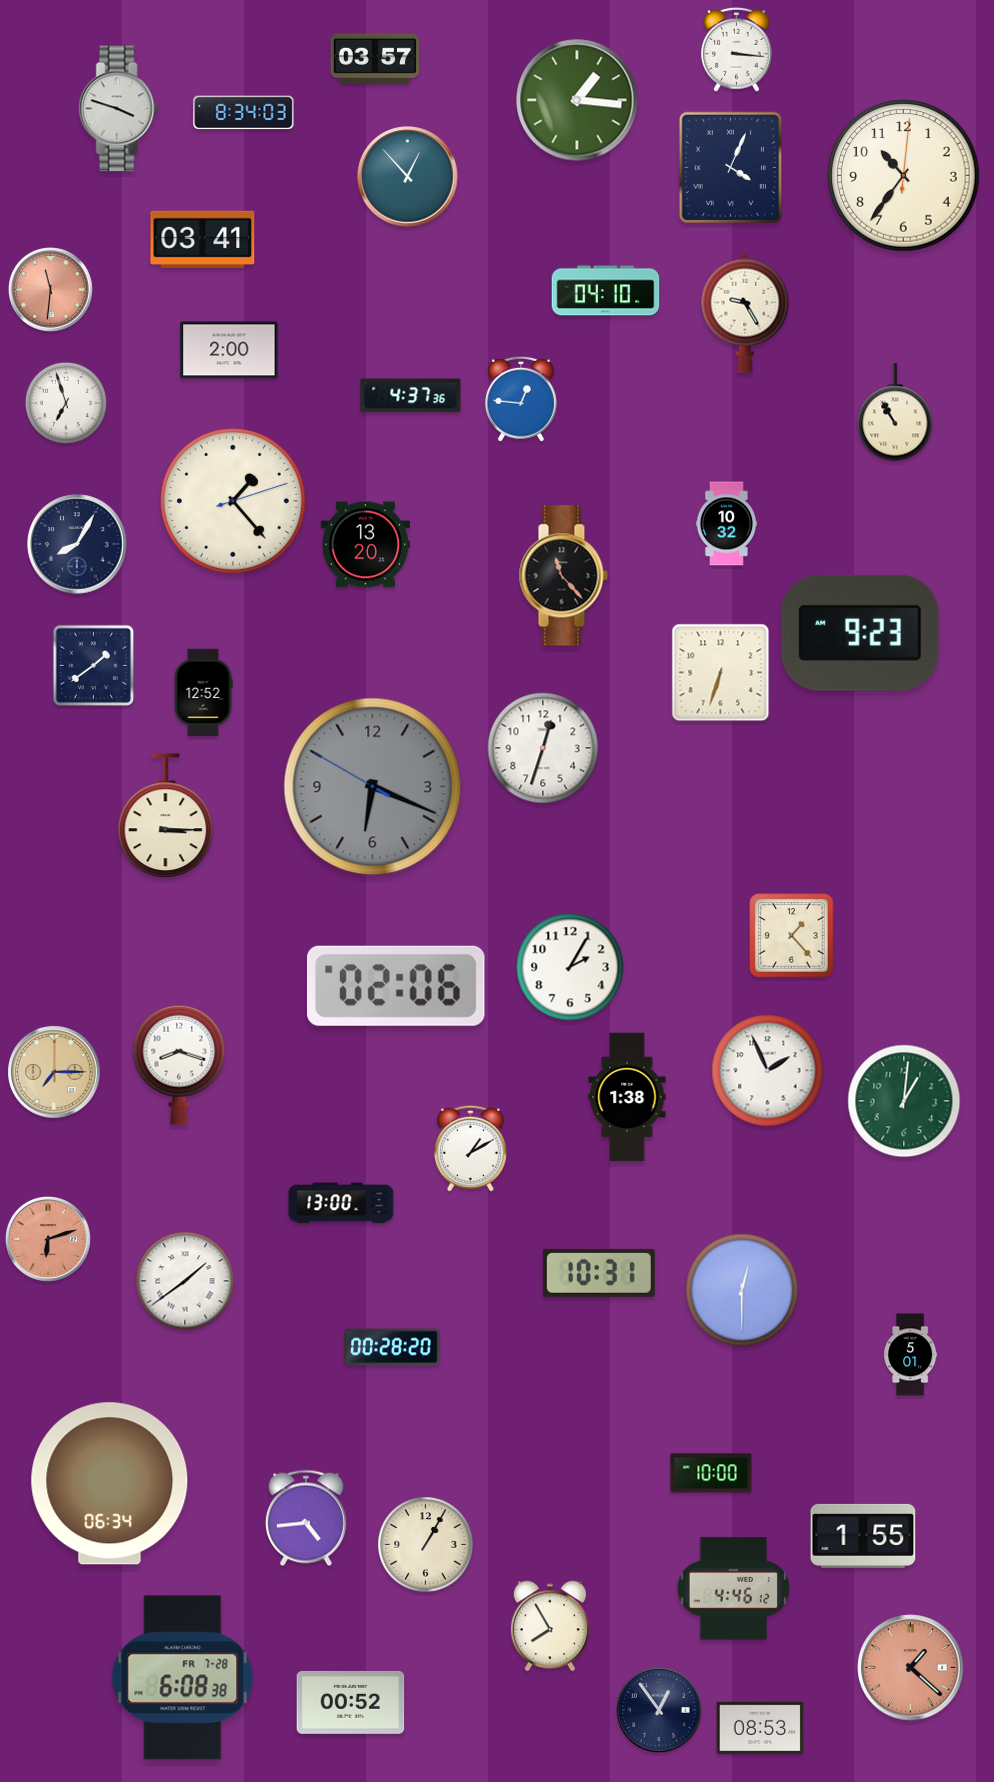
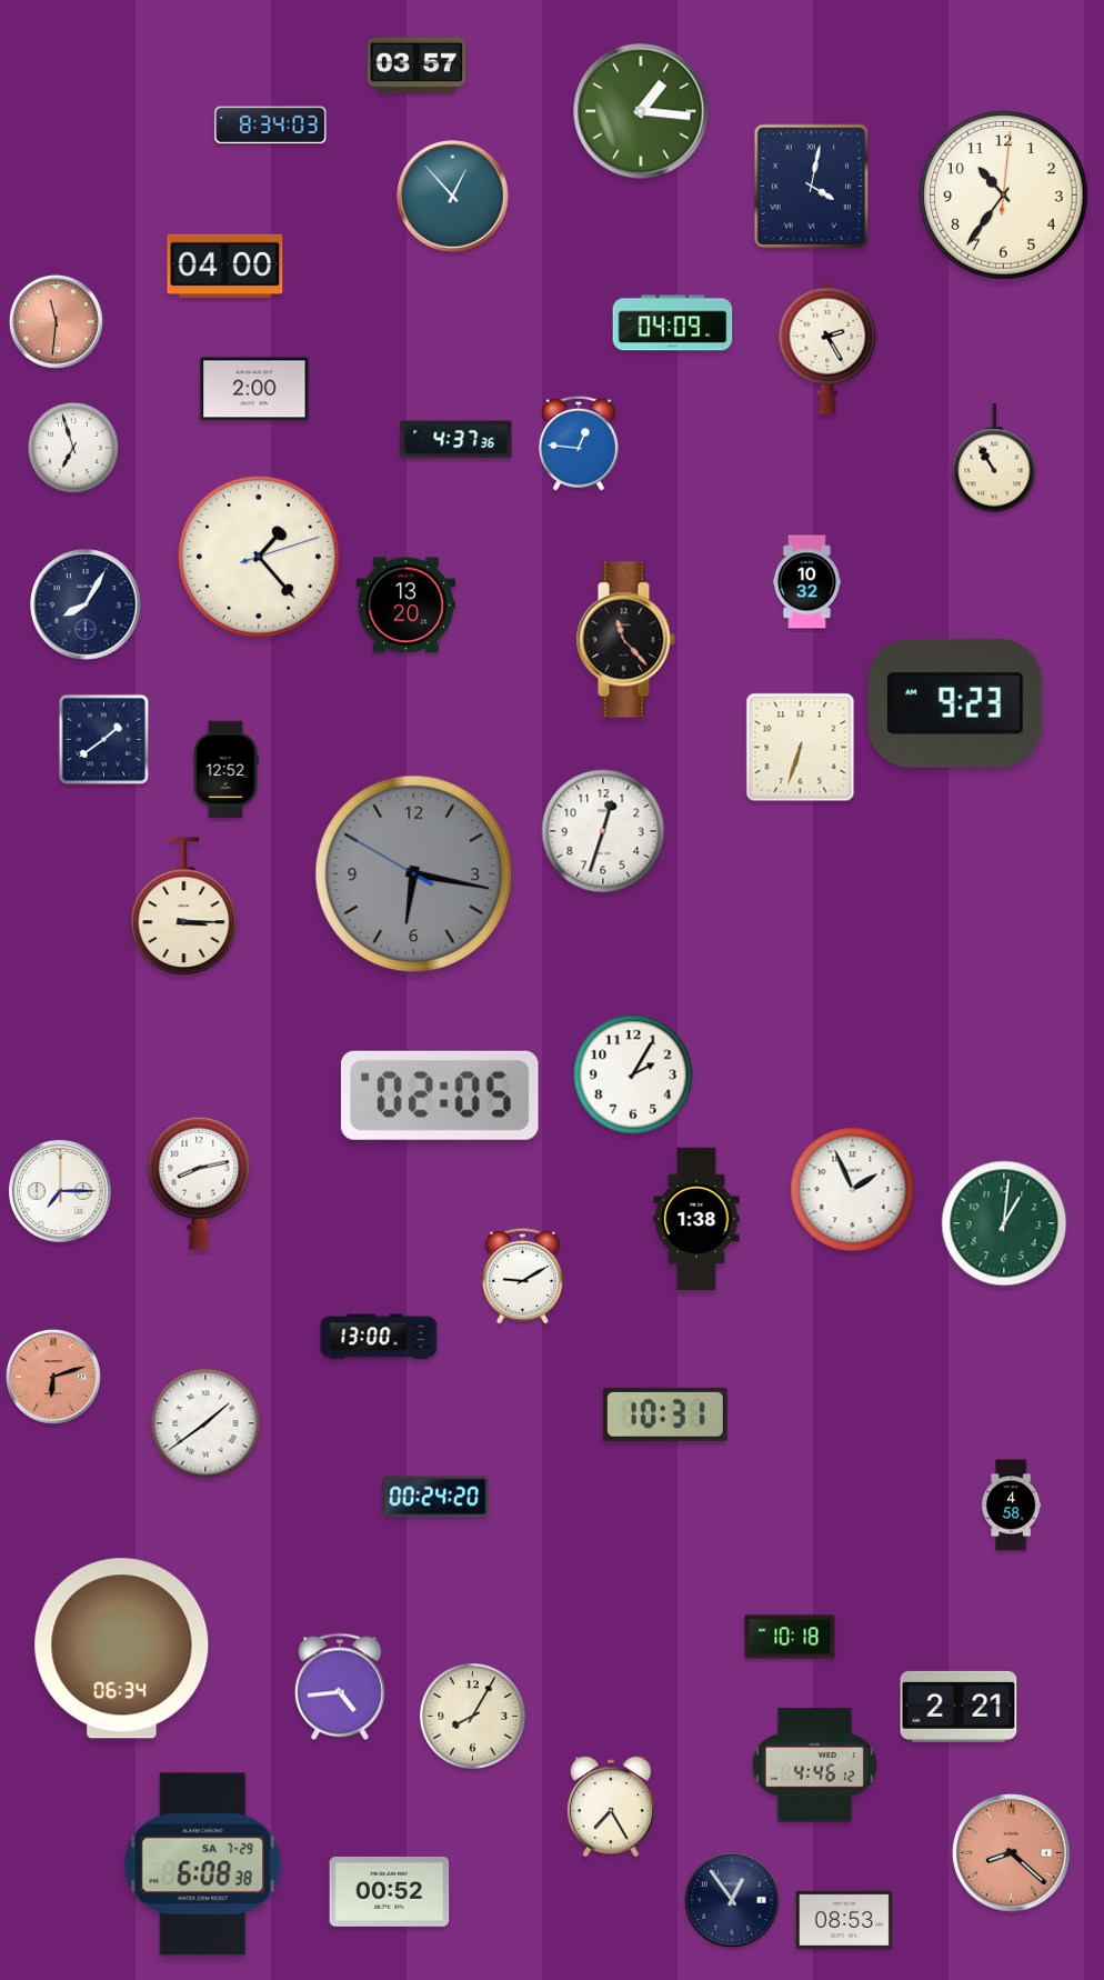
clock at (737, 49): 3:16 -> none
clock at (119, 109): 3:48 -> none
clock at (730, 168): 4:04 -> 4:02
clock at (203, 239): 03:41 -> 04:00
clock at (606, 291): 04:10 -> 04:09
clock at (745, 313): 9:25 -> 2:25
clock at (373, 787): 6:18 -> 6:16
clock at (792, 936): 1:23 -> none
clock at (396, 986): 02:06 -> 02:05
clock at (179, 1065): 8:18 -> 8:13
clock at (54, 1072) dial: champagne -> white
clock at (470, 1148): 1:10 -> 9:10
clock at (742, 1290): 12:30 -> none
clock at (392, 1347): 00:28 -> 00:24
clock at (911, 1355): 5:01 -> 4:58
clock at (711, 1473): 10:00 -> 10:18
clock at (863, 1536): 1:55 -> 2:21
clock at (426, 1545): 1:05 -> 8:05
clock at (550, 1626): 7:55 -> 7:25
clock at (911, 1668): 1:22 -> 8:22
clock at (183, 1678) date: FR 7-28 -> SA 7-29
